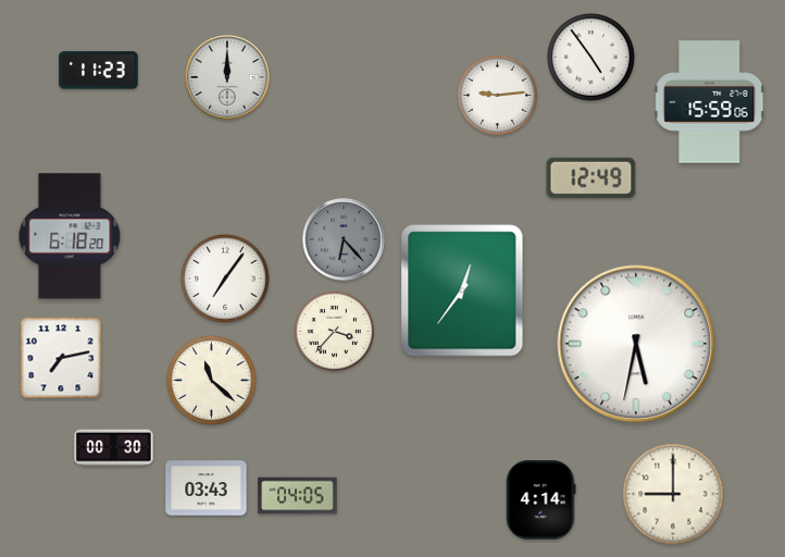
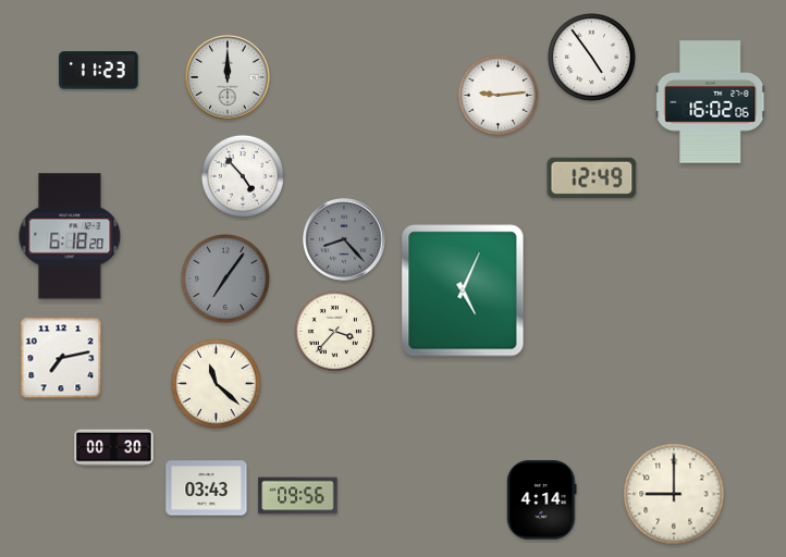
clock at (710, 102): 15:59 -> 16:02
clock at (243, 176): none -> 4:53
clock at (344, 239): 6:23 -> 8:23
clock at (225, 278) dial: white -> grey
clock at (462, 290): 12:36 -> 5:04
clock at (636, 344): 5:32 -> none
clock at (212, 381) position: (212, 381) -> (217, 384)
clock at (298, 496): 04:05 -> 09:56
